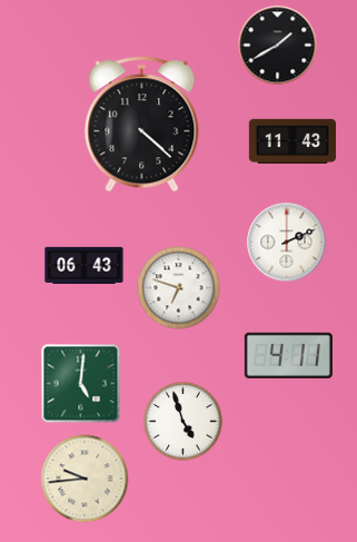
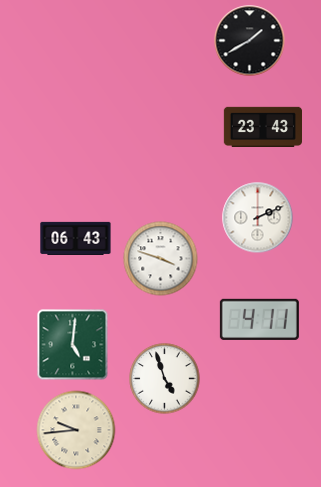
clock at (142, 125): 4:22 -> none
clock at (291, 140): 11:43 -> 23:43
clock at (179, 288): 6:48 -> 3:48
